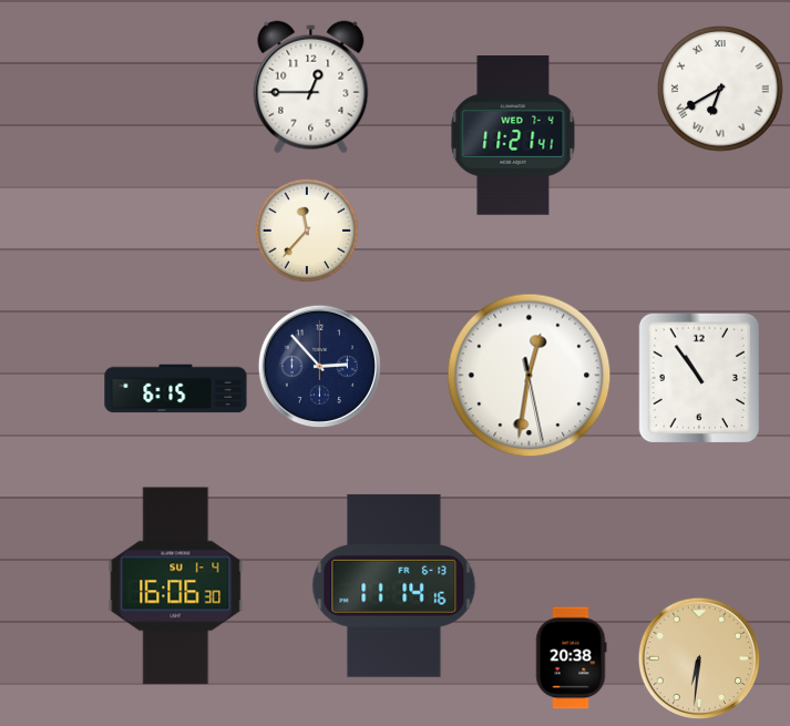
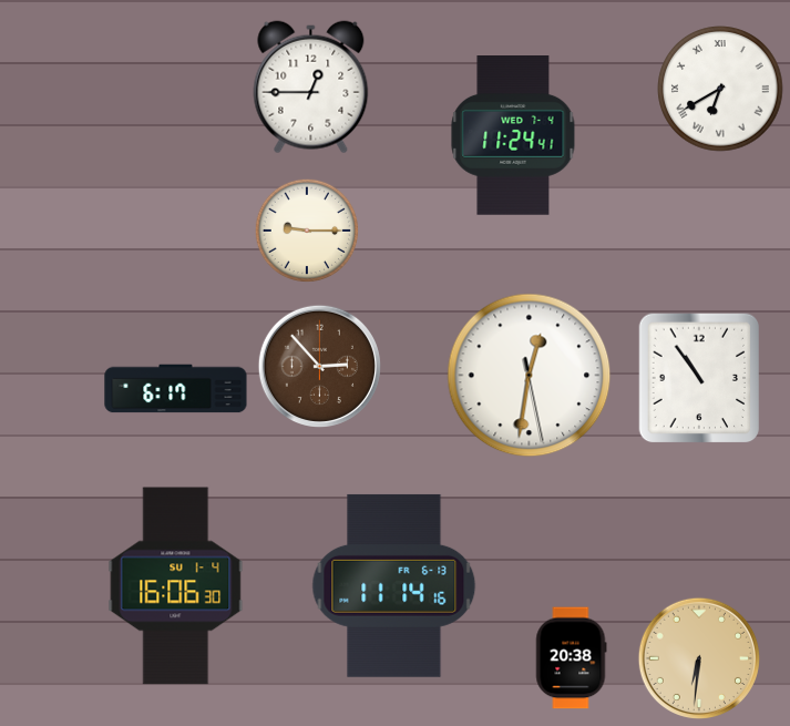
clock at (513, 136): 11:21 -> 11:24
clock at (306, 229): 11:37 -> 9:15
clock at (319, 366) dial: navy -> brown
clock at (176, 389): 6:15 -> 6:17
